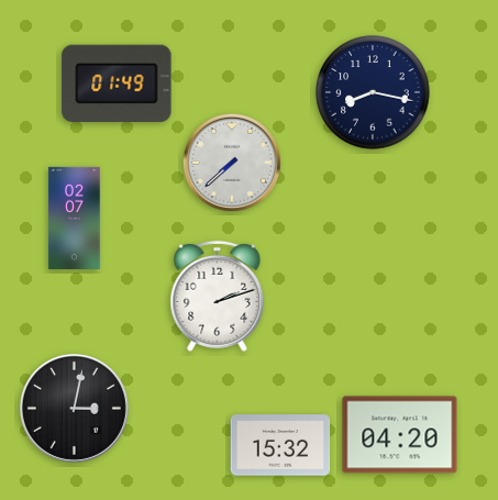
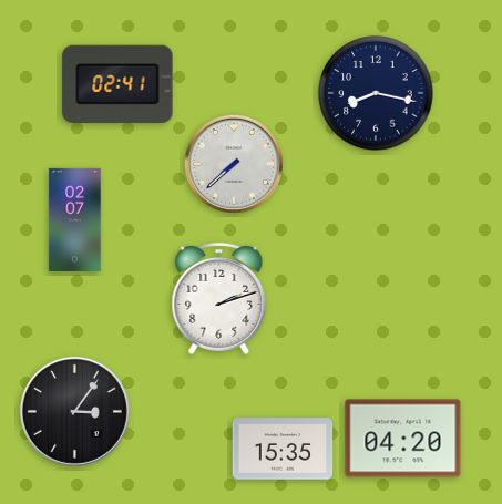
clock at (117, 82): 01:49 -> 02:41
clock at (74, 408): 3:02 -> 3:06
clock at (280, 445): 15:32 -> 15:35
